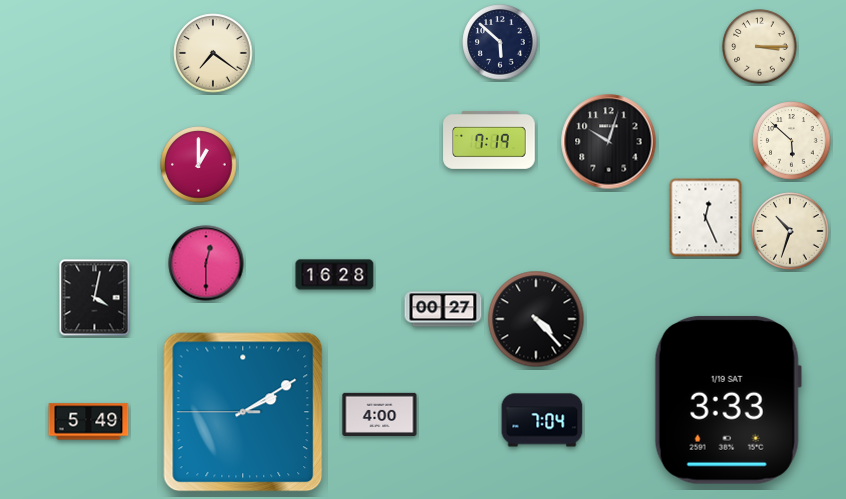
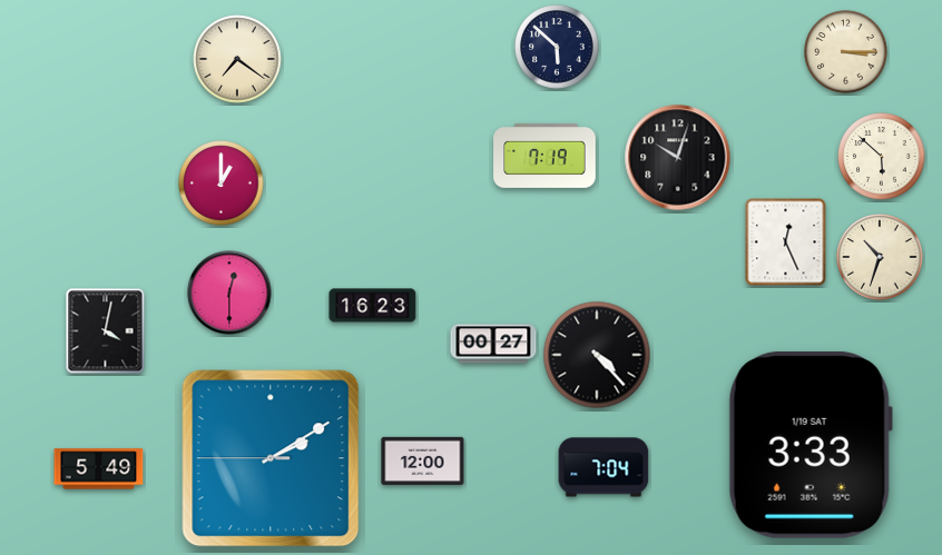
clock at (335, 275): 16:28 -> 16:23
clock at (380, 414): 4:00 -> 12:00
